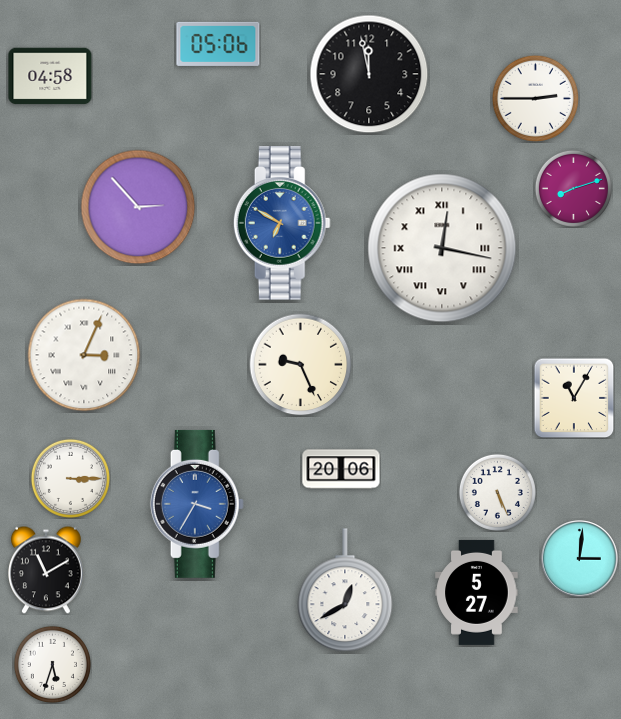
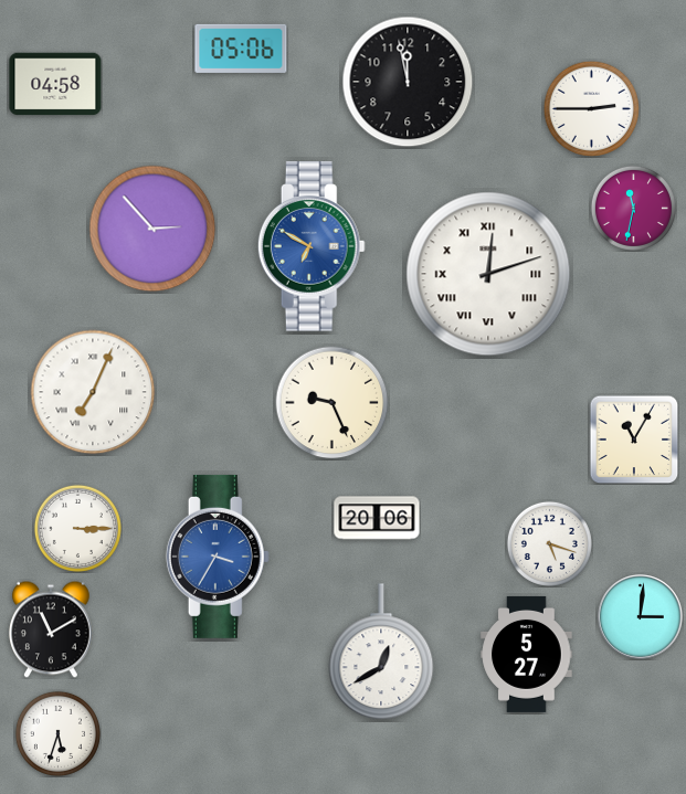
clock at (573, 188): 8:12 -> 11:32
clock at (442, 248): 12:17 -> 12:12
clock at (84, 355): 3:04 -> 7:04
clock at (497, 492): 5:26 -> 5:18
